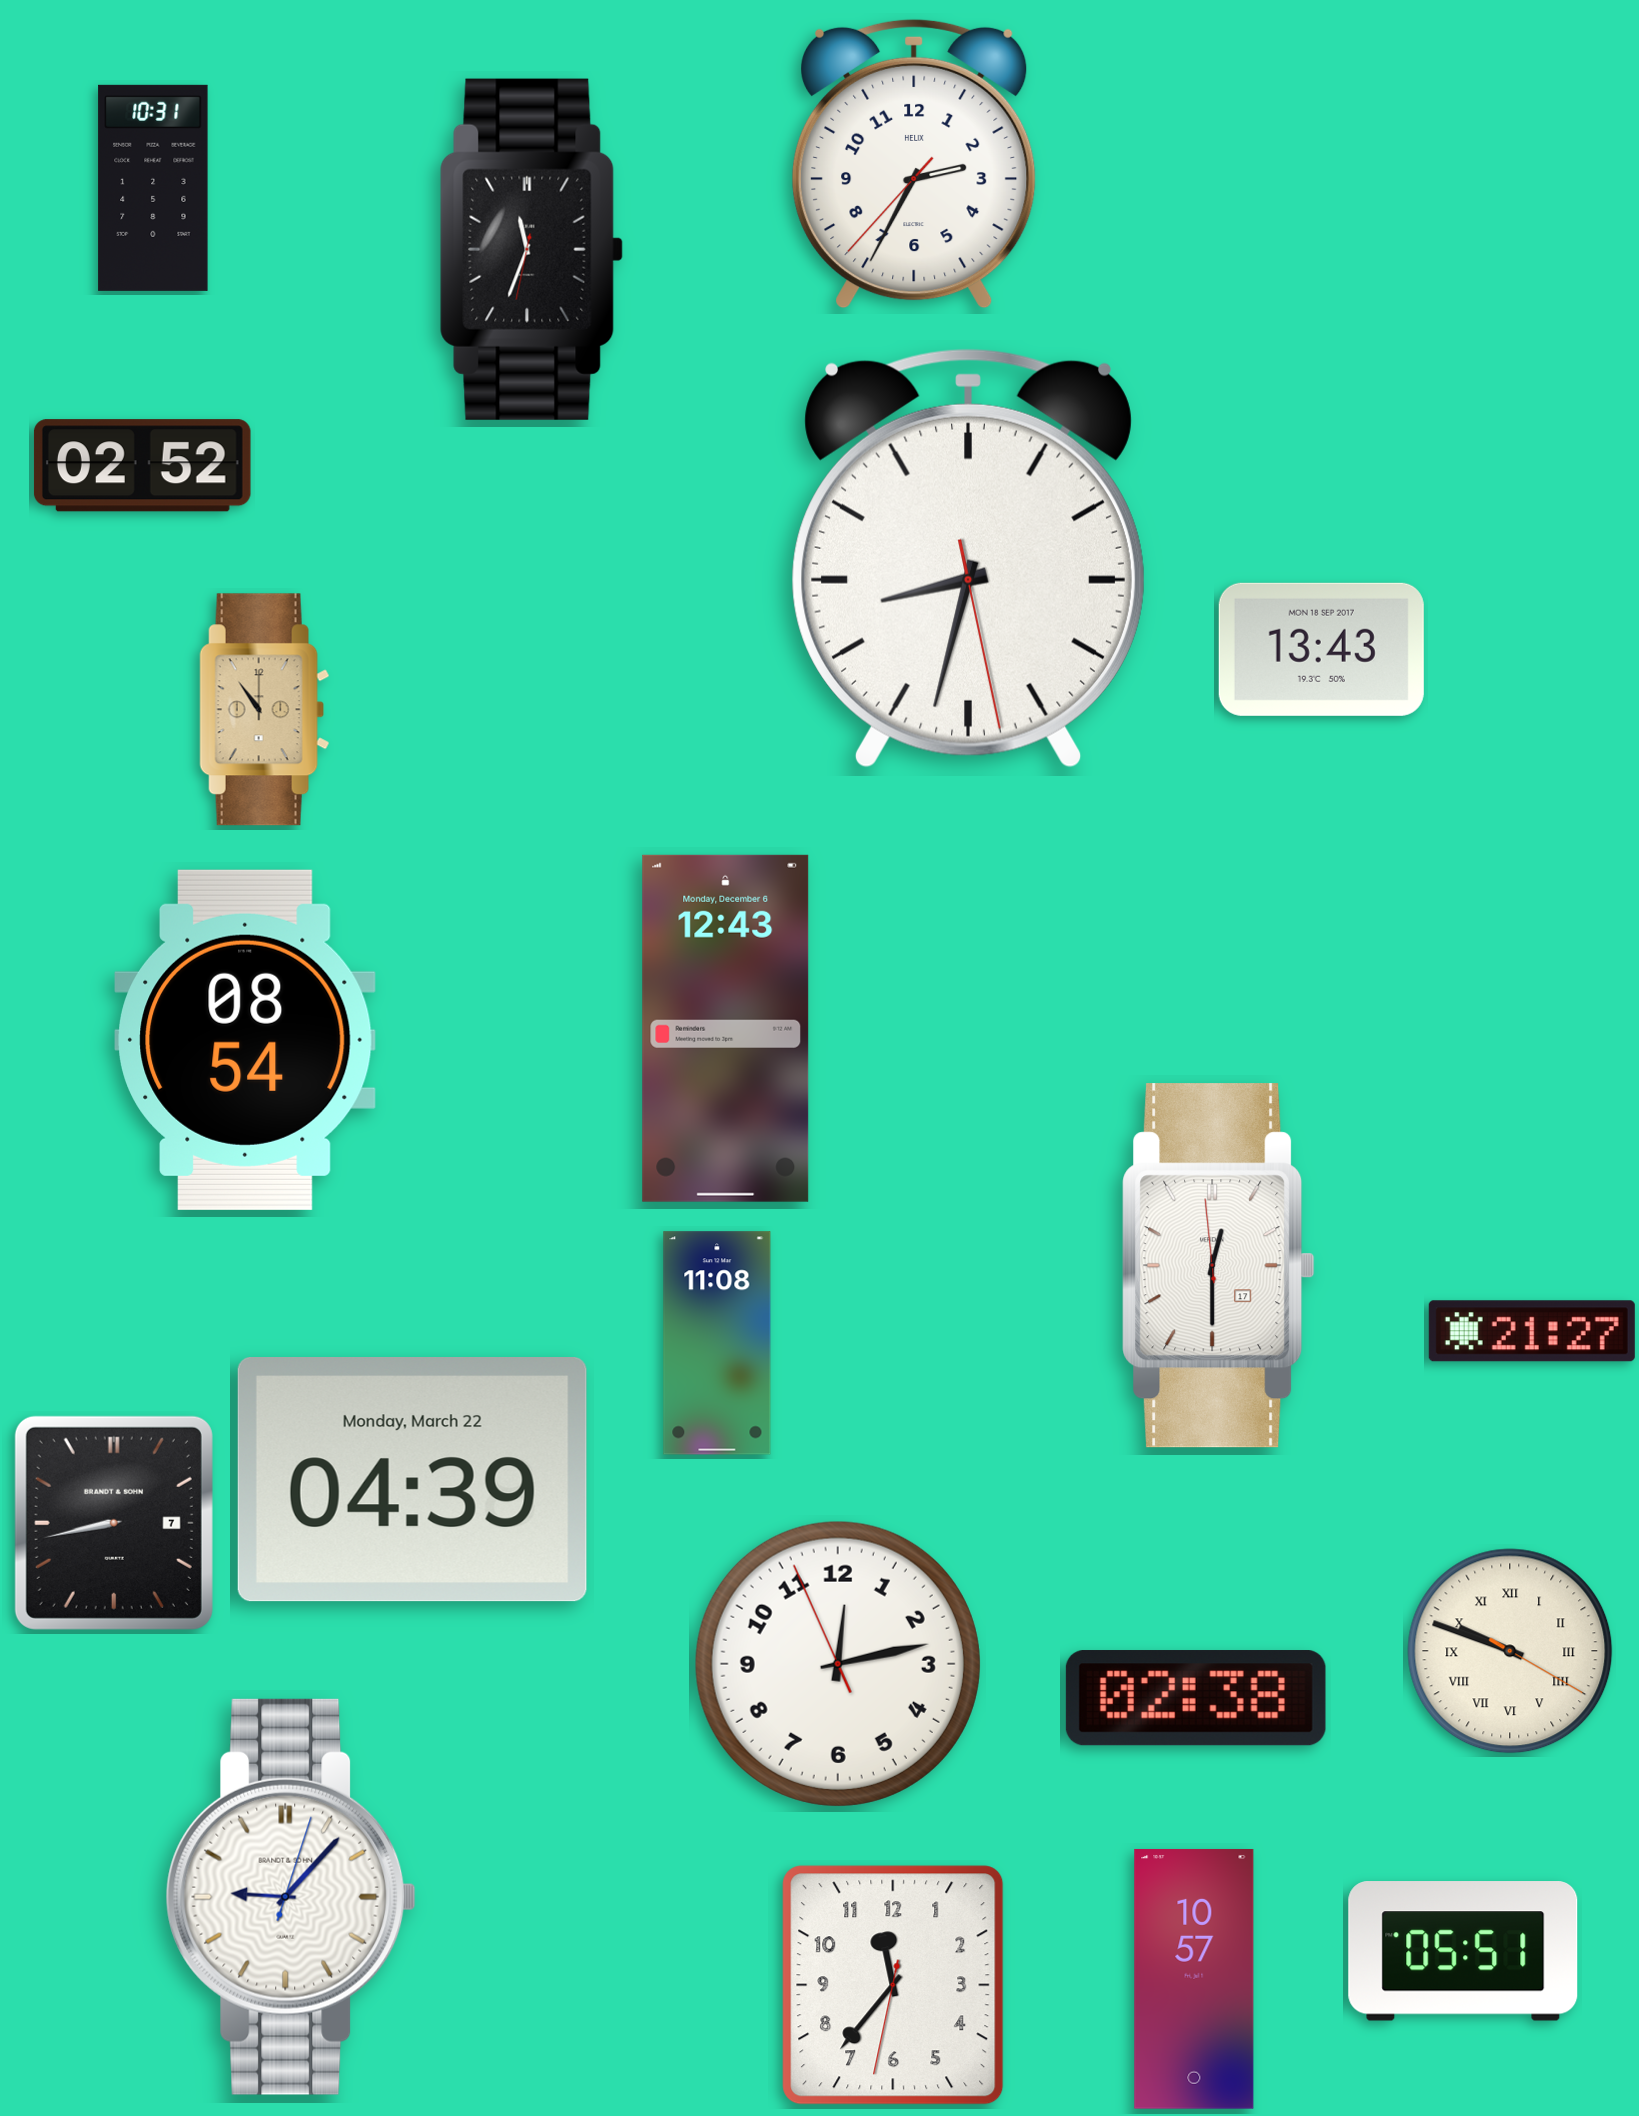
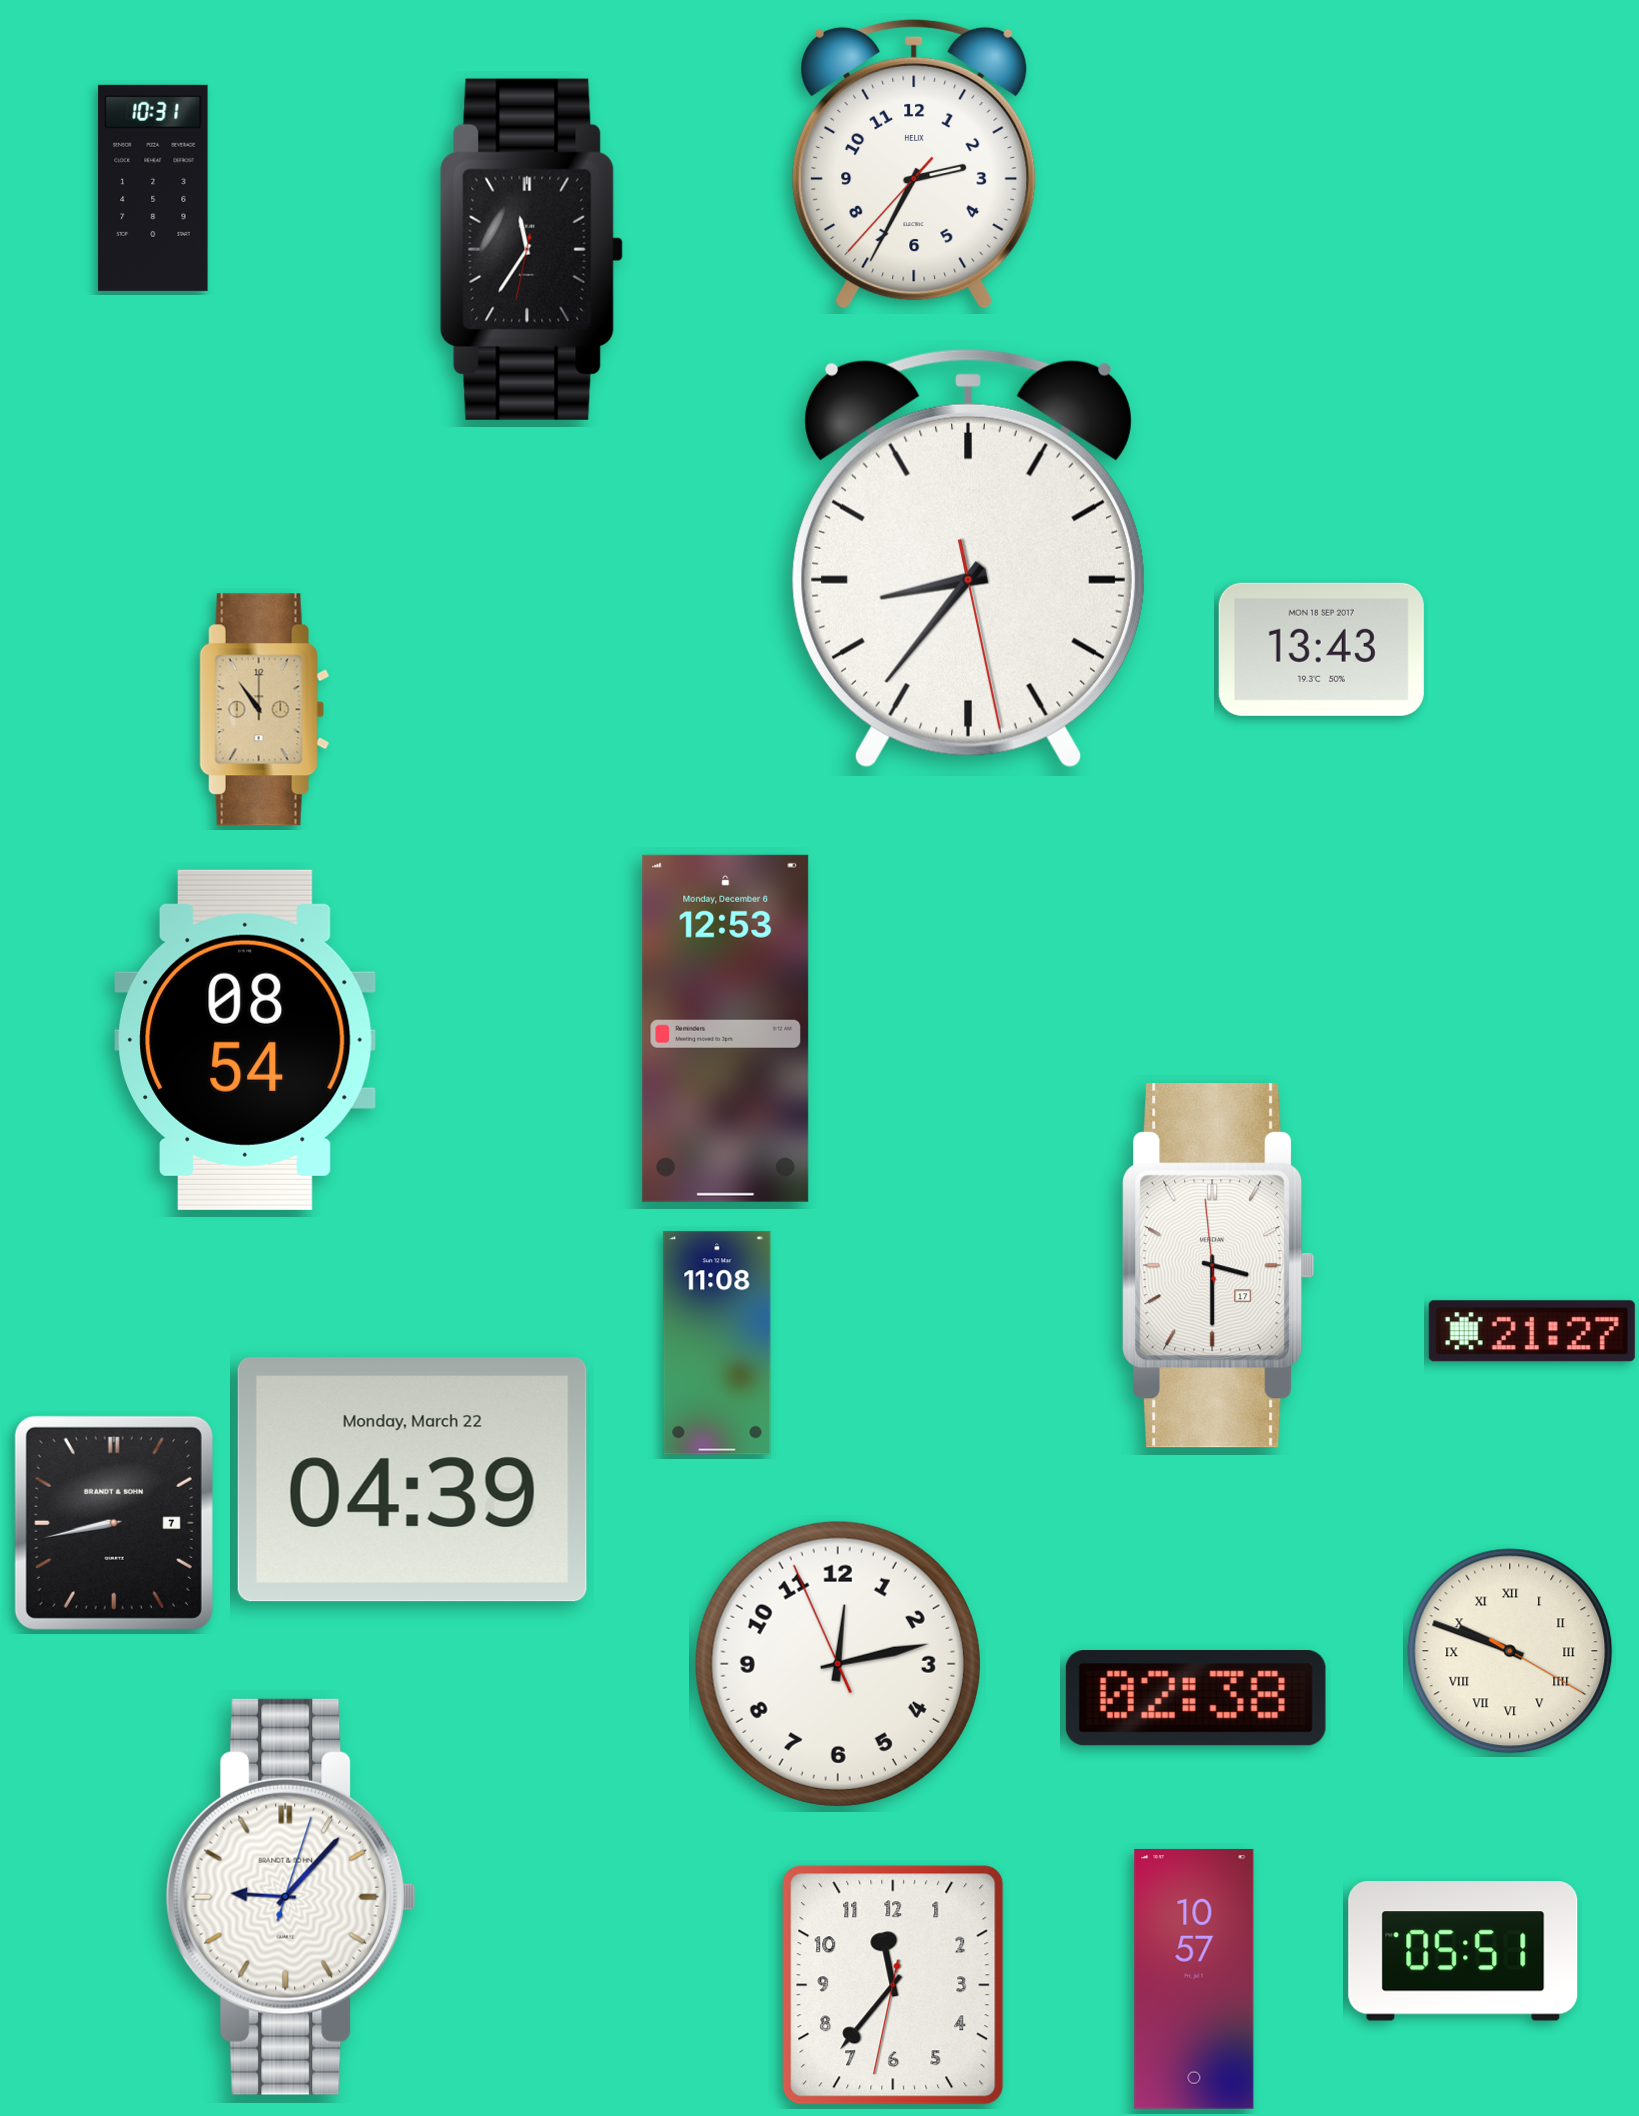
clock at (531, 249): 11:33 -> 11:35
clock at (142, 466): 02:52 -> none
clock at (968, 559): 8:32 -> 8:36
clock at (726, 1028): 12:43 -> 12:53
clock at (1219, 1266): 12:29 -> 3:29
